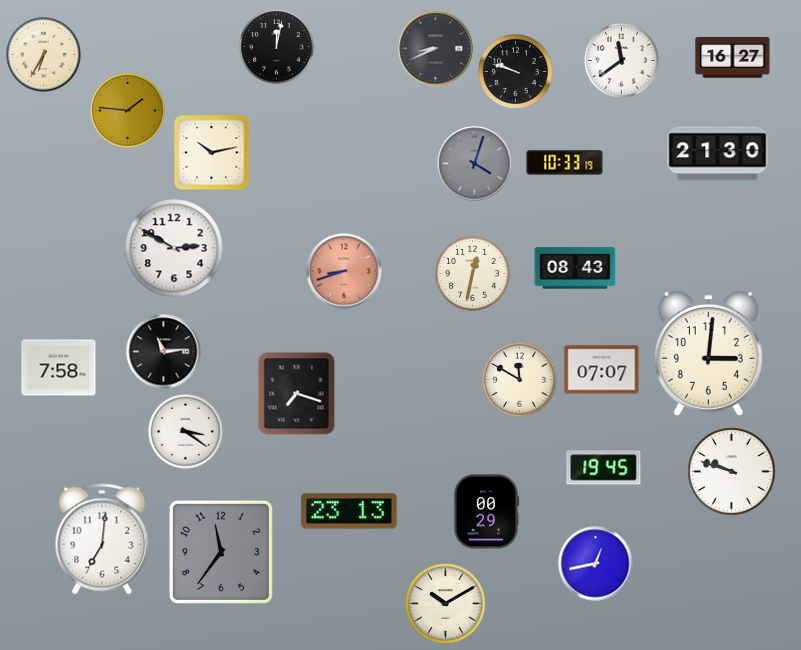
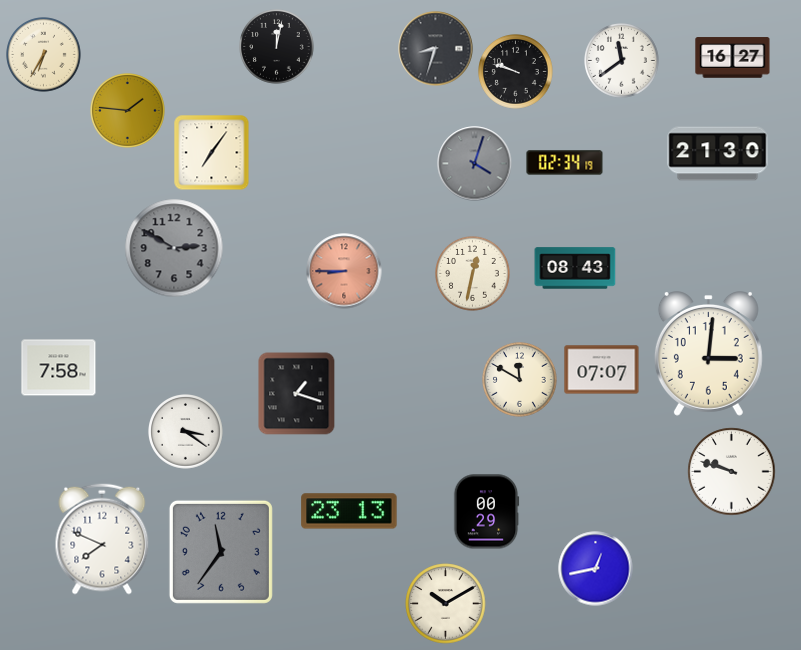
clock at (436, 49): 8:41 -> 8:33
clock at (212, 153): 10:13 -> 7:06
clock at (565, 163): 10:33 -> 02:34
clock at (174, 248) dial: white -> grey
clock at (344, 271): 8:42 -> 8:45
clock at (164, 352): 11:14 -> none
clock at (297, 394): 7:18 -> 1:18
clock at (604, 468): 19:45 -> none
clock at (102, 539): 7:01 -> 7:49
clock at (596, 564) position: (596, 564) -> (596, 569)
